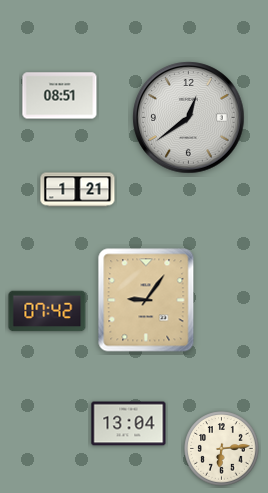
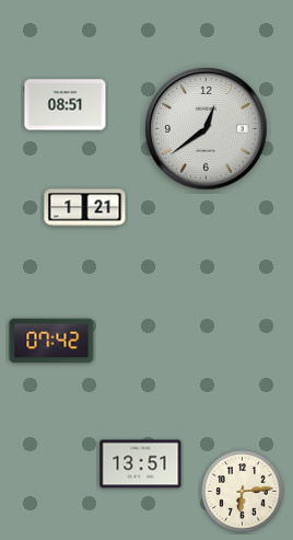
clock at (146, 300): 9:06 -> none
clock at (129, 424): 13:04 -> 13:51
